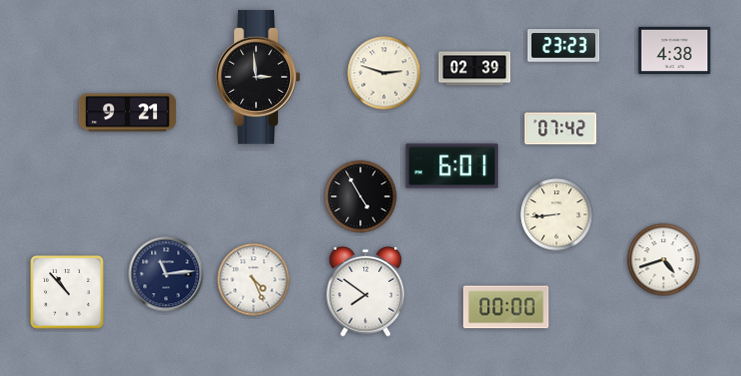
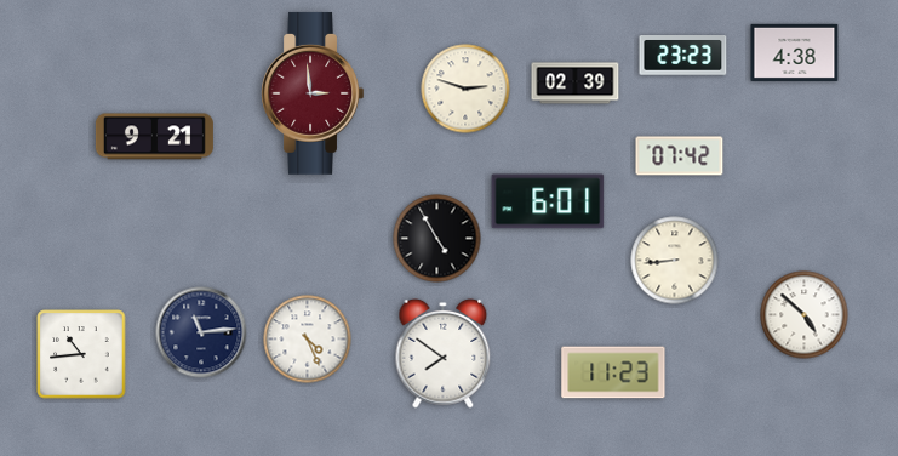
clock at (675, 50) position: (675, 50) -> (795, 52)
clock at (258, 77) dial: black -> burgundy
clock at (664, 260): 4:42 -> 4:52
clock at (67, 292): 10:53 -> 10:44
clock at (506, 307): 00:00 -> 11:23
